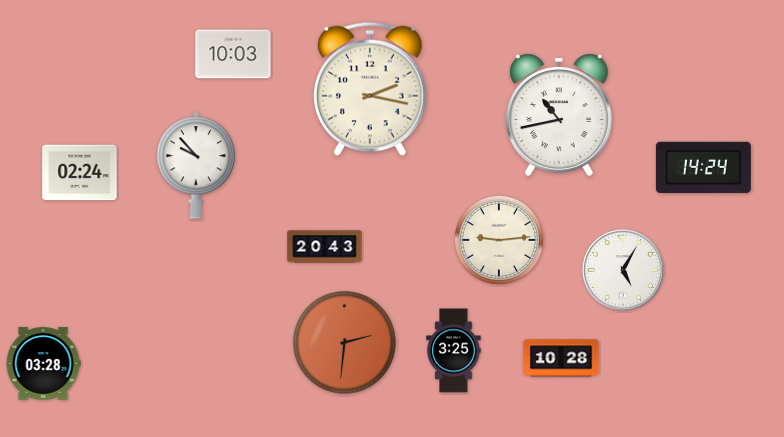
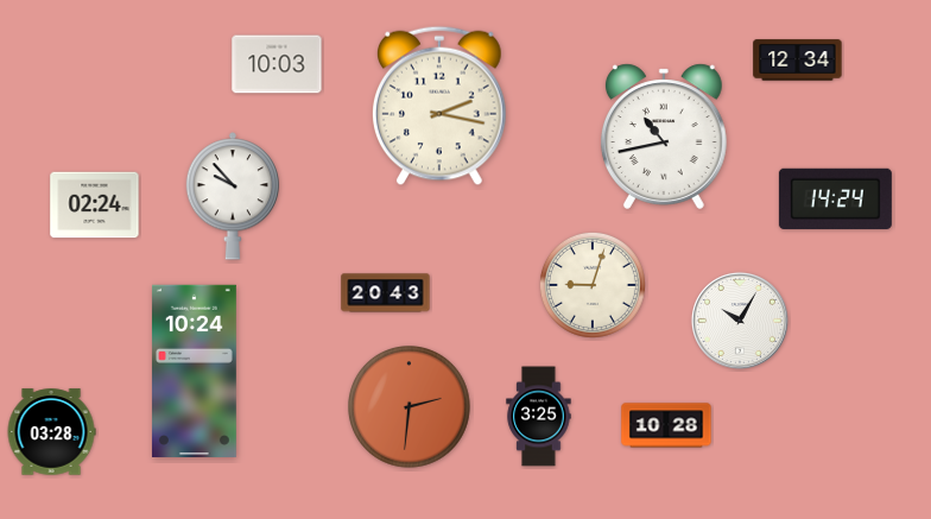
clock at (798, 61): none -> 12:34
clock at (499, 240): 9:14 -> 9:03
clock at (623, 270): 5:05 -> 10:05
clock at (194, 371): none -> 10:24
